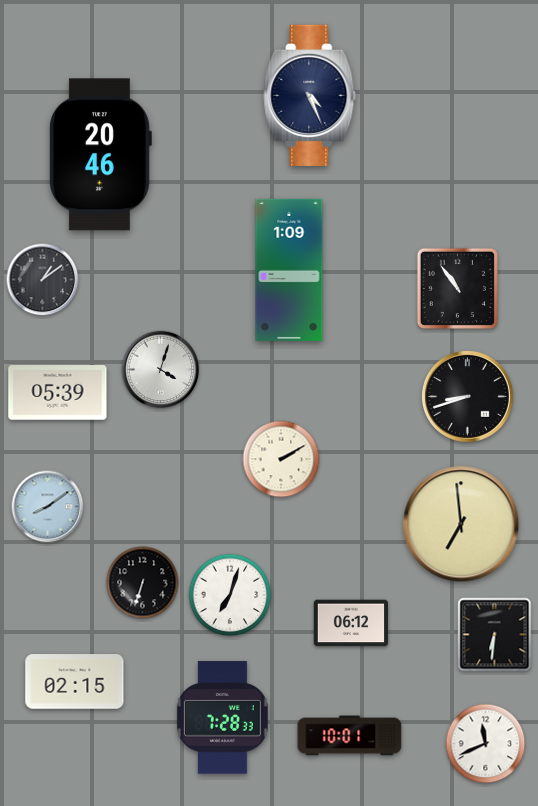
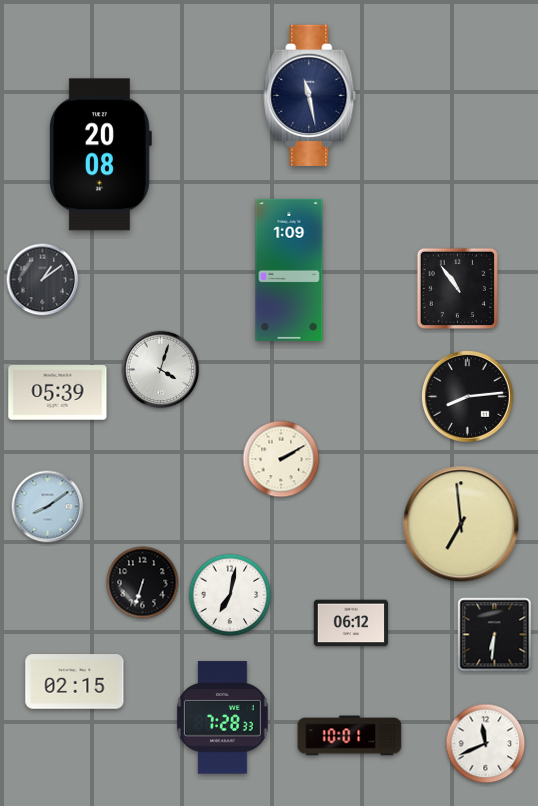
clock at (310, 95): 4:26 -> 11:28
clock at (100, 155): 20:46 -> 20:08
clock at (467, 396): 8:42 -> 8:14
clock at (230, 595): 7:03 -> 7:02
